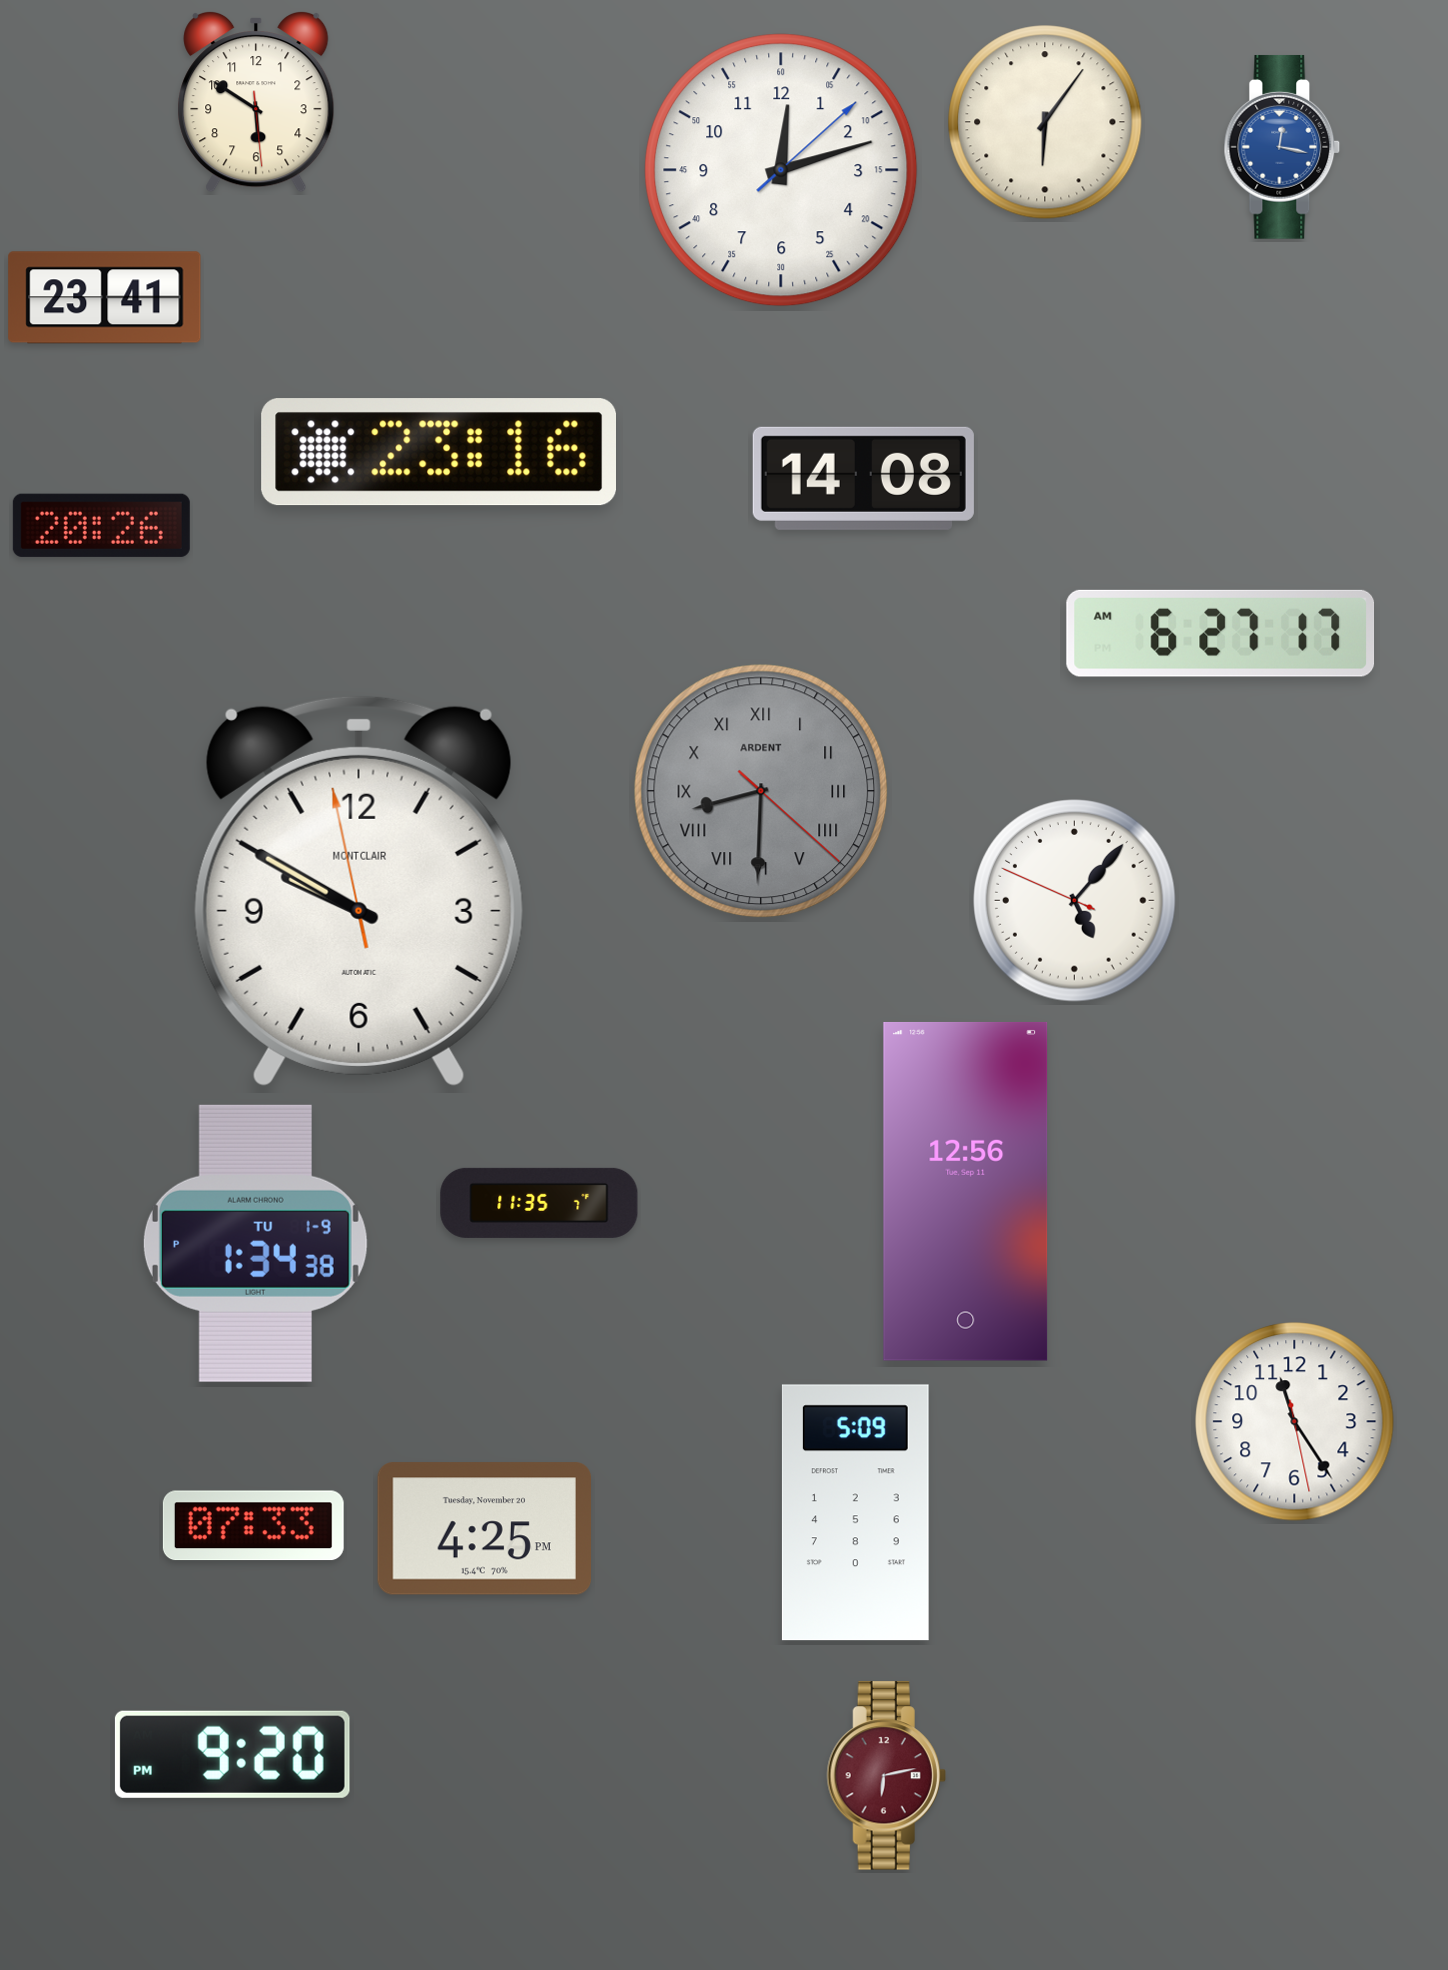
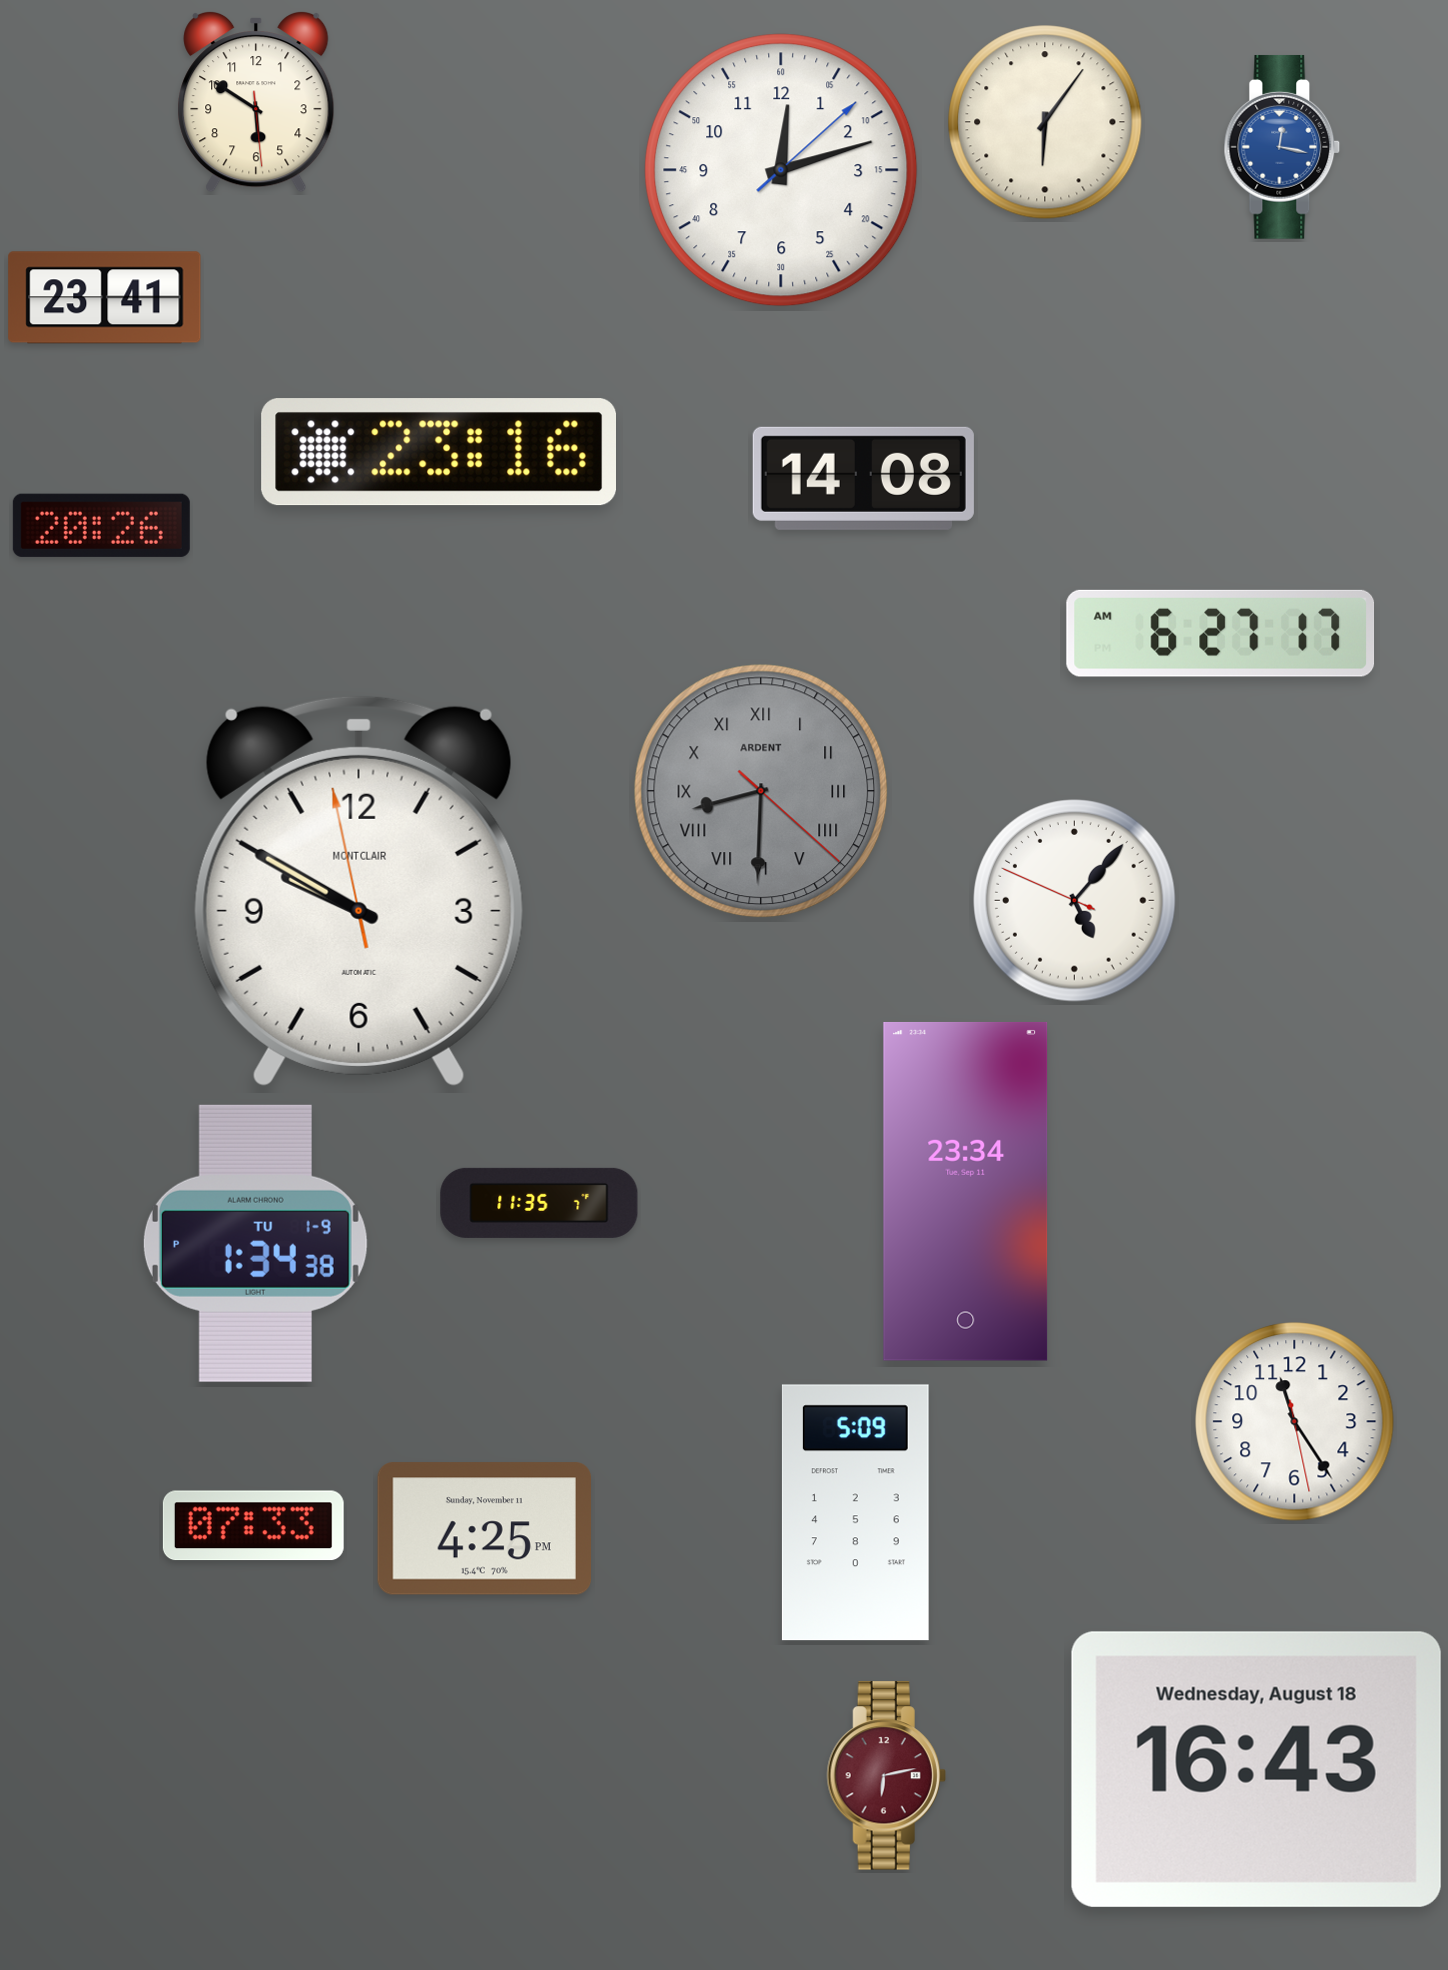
clock at (966, 1191): 12:56 -> 23:34
clock at (484, 1529) date: Tuesday, November 20 -> Sunday, November 11
clock at (232, 1754): 9:20 -> none
clock at (1256, 1769): none -> 16:43
